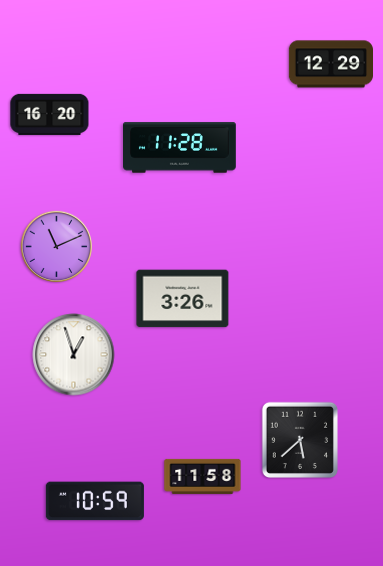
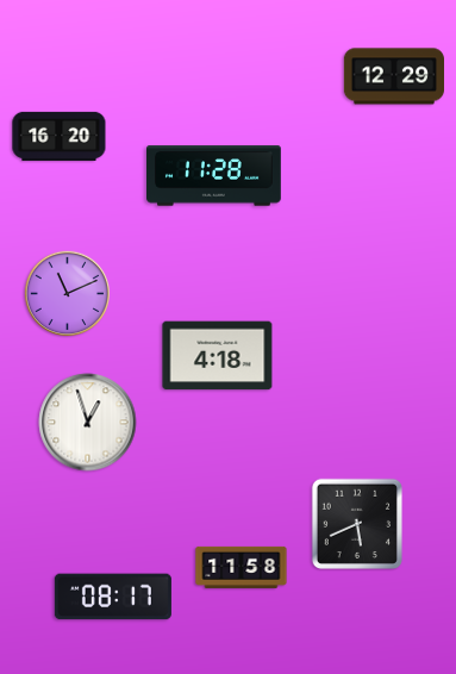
clock at (183, 299): 3:26 -> 4:18
clock at (299, 439): 5:38 -> 5:41
clock at (95, 501): 10:59 -> 08:17
